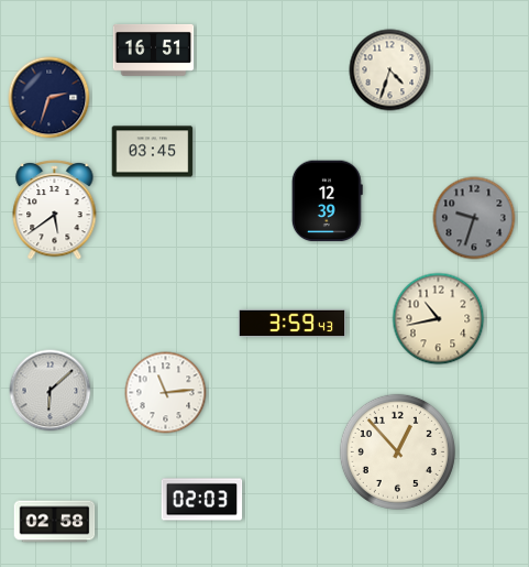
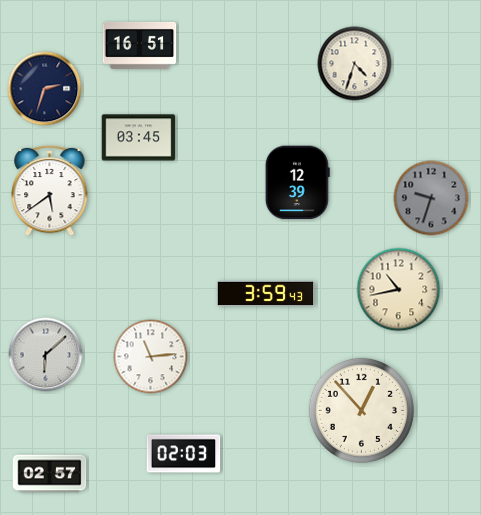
clock at (55, 522): 02:58 -> 02:57
